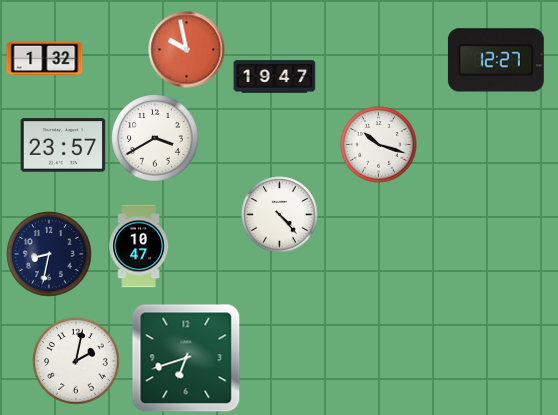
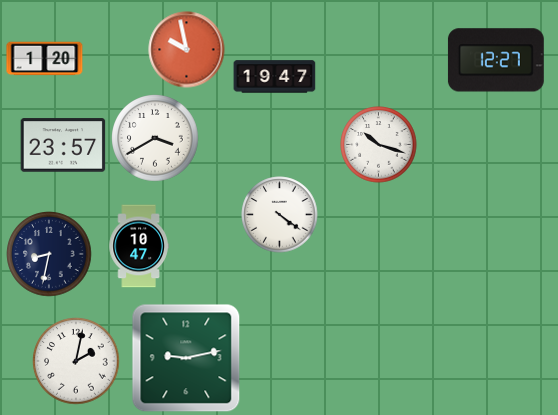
clock at (45, 59): 1:32 -> 1:20
clock at (280, 215): 4:23 -> 4:21
clock at (186, 358): 6:42 -> 9:13
